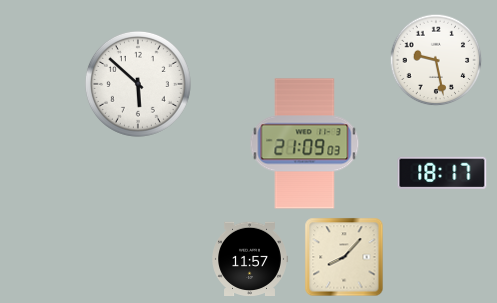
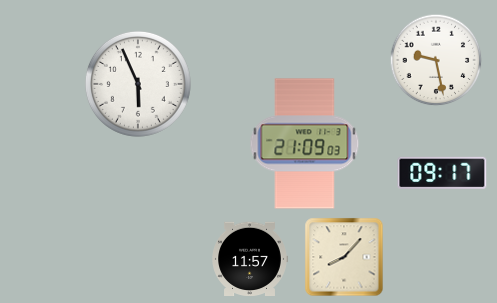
clock at (138, 84): 5:52 -> 5:56
clock at (442, 173): 18:17 -> 09:17
